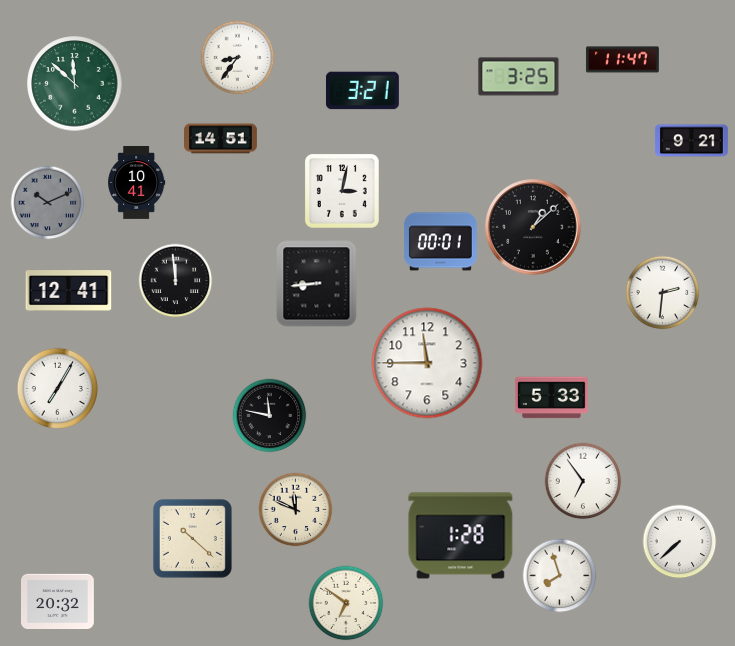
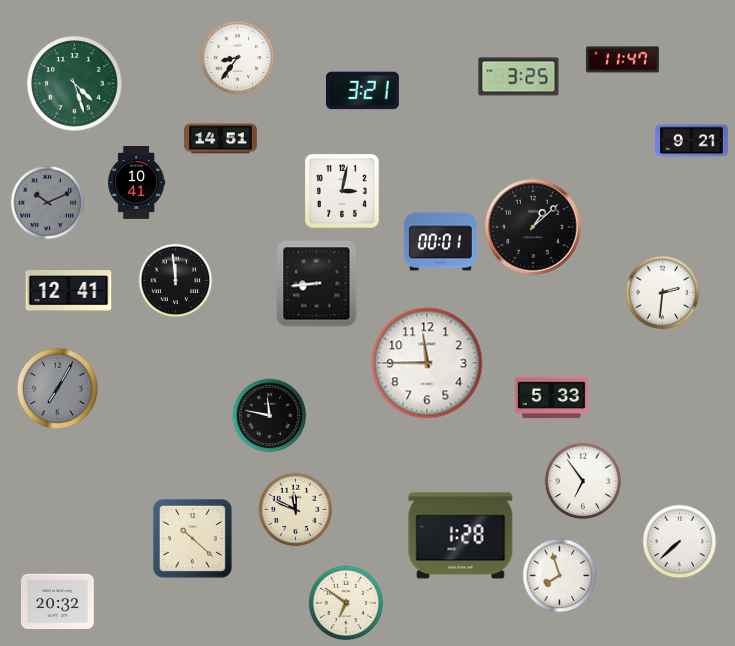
clock at (75, 84): 11:52 -> 4:27
clock at (57, 388) dial: white -> grey
